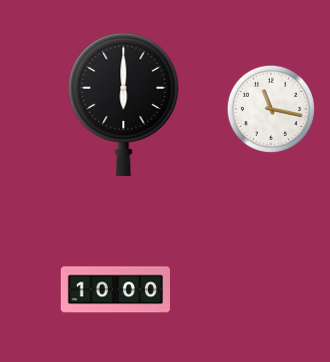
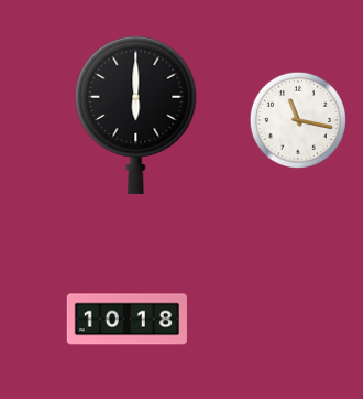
clock at (115, 290): 10:00 -> 10:18
